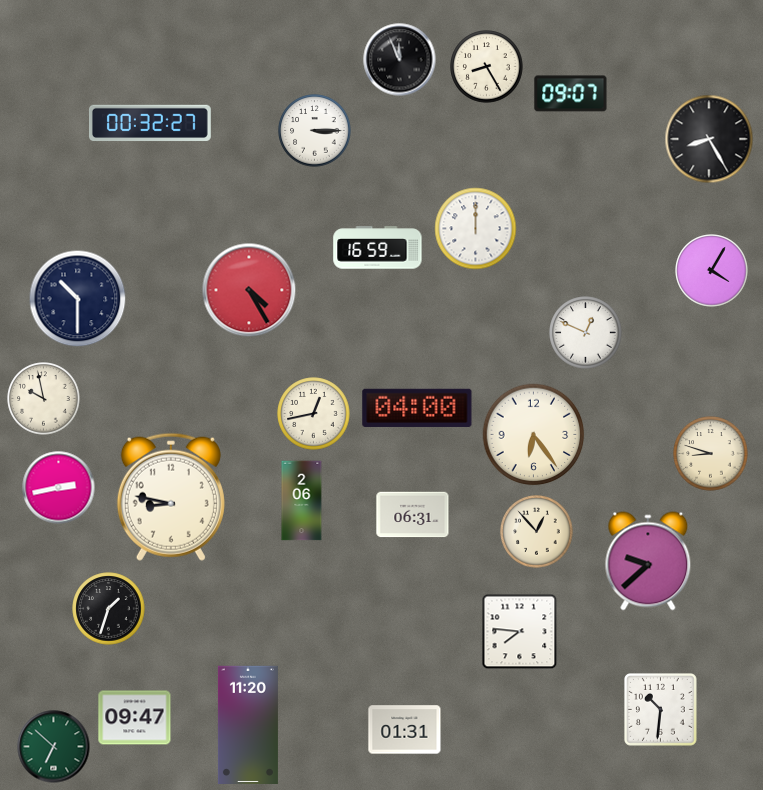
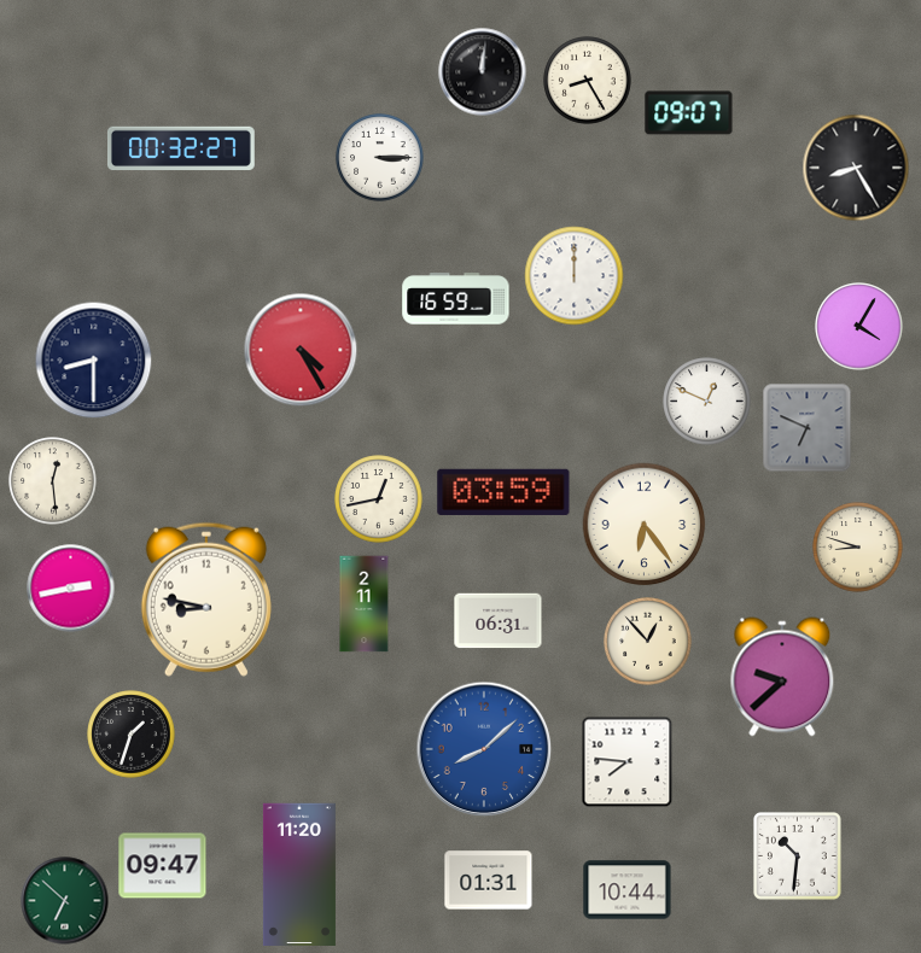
clock at (400, 60): 11:56 -> 12:01
clock at (78, 299): 10:30 -> 8:30
clock at (808, 428): none -> 6:49
clock at (44, 399): 9:58 -> 12:29
clock at (417, 408): 04:00 -> 03:59
clock at (302, 501): 2:06 -> 2:11
clock at (484, 749): none -> 8:08
clock at (628, 890): none -> 10:44
